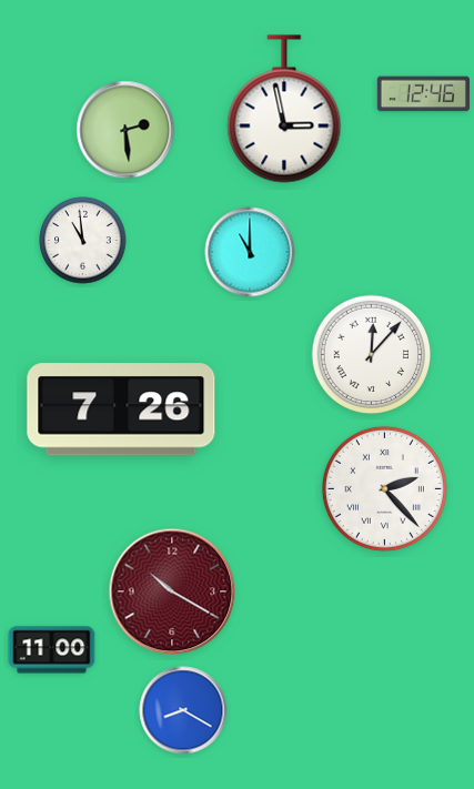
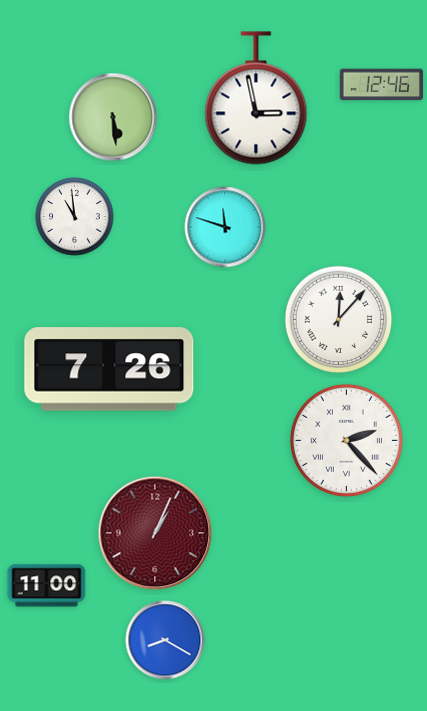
clock at (125, 130): 2:29 -> 5:29
clock at (250, 252): 11:00 -> 11:48
clock at (372, 355) position: (372, 355) -> (339, 320)
clock at (172, 591): 10:20 -> 1:04
